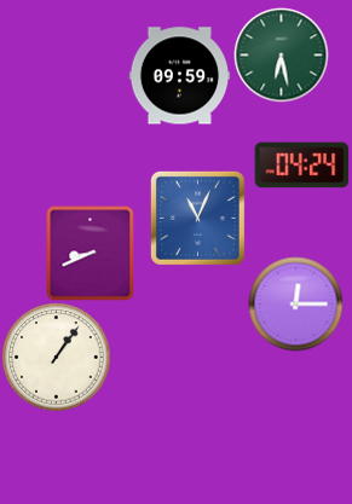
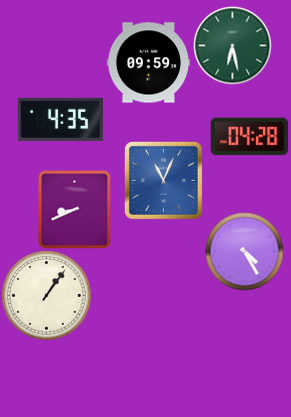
clock at (60, 119): none -> 4:35
clock at (301, 166): 04:24 -> 04:28
clock at (295, 303): 12:15 -> 4:25
